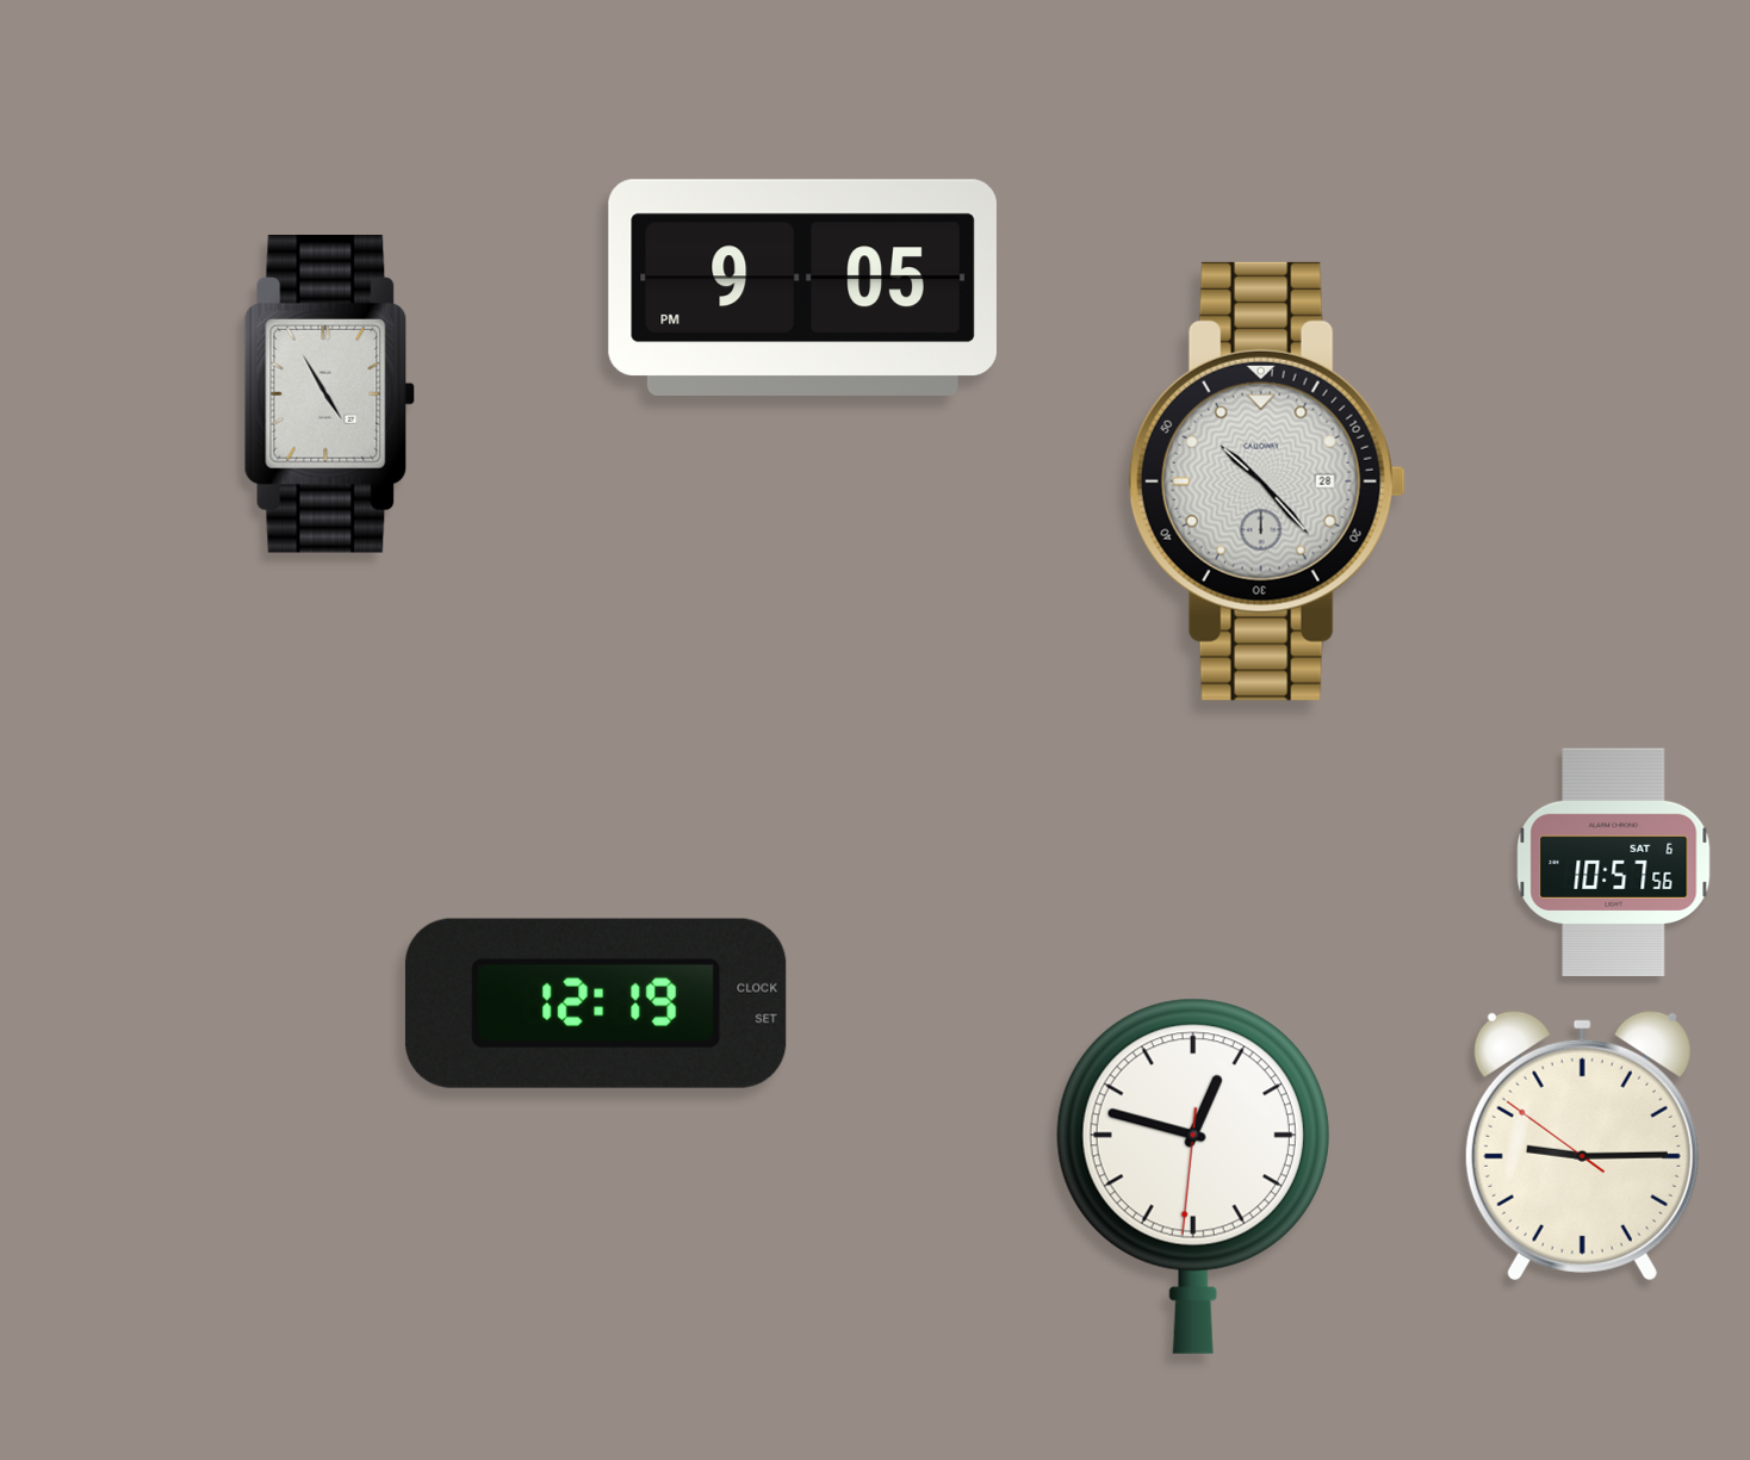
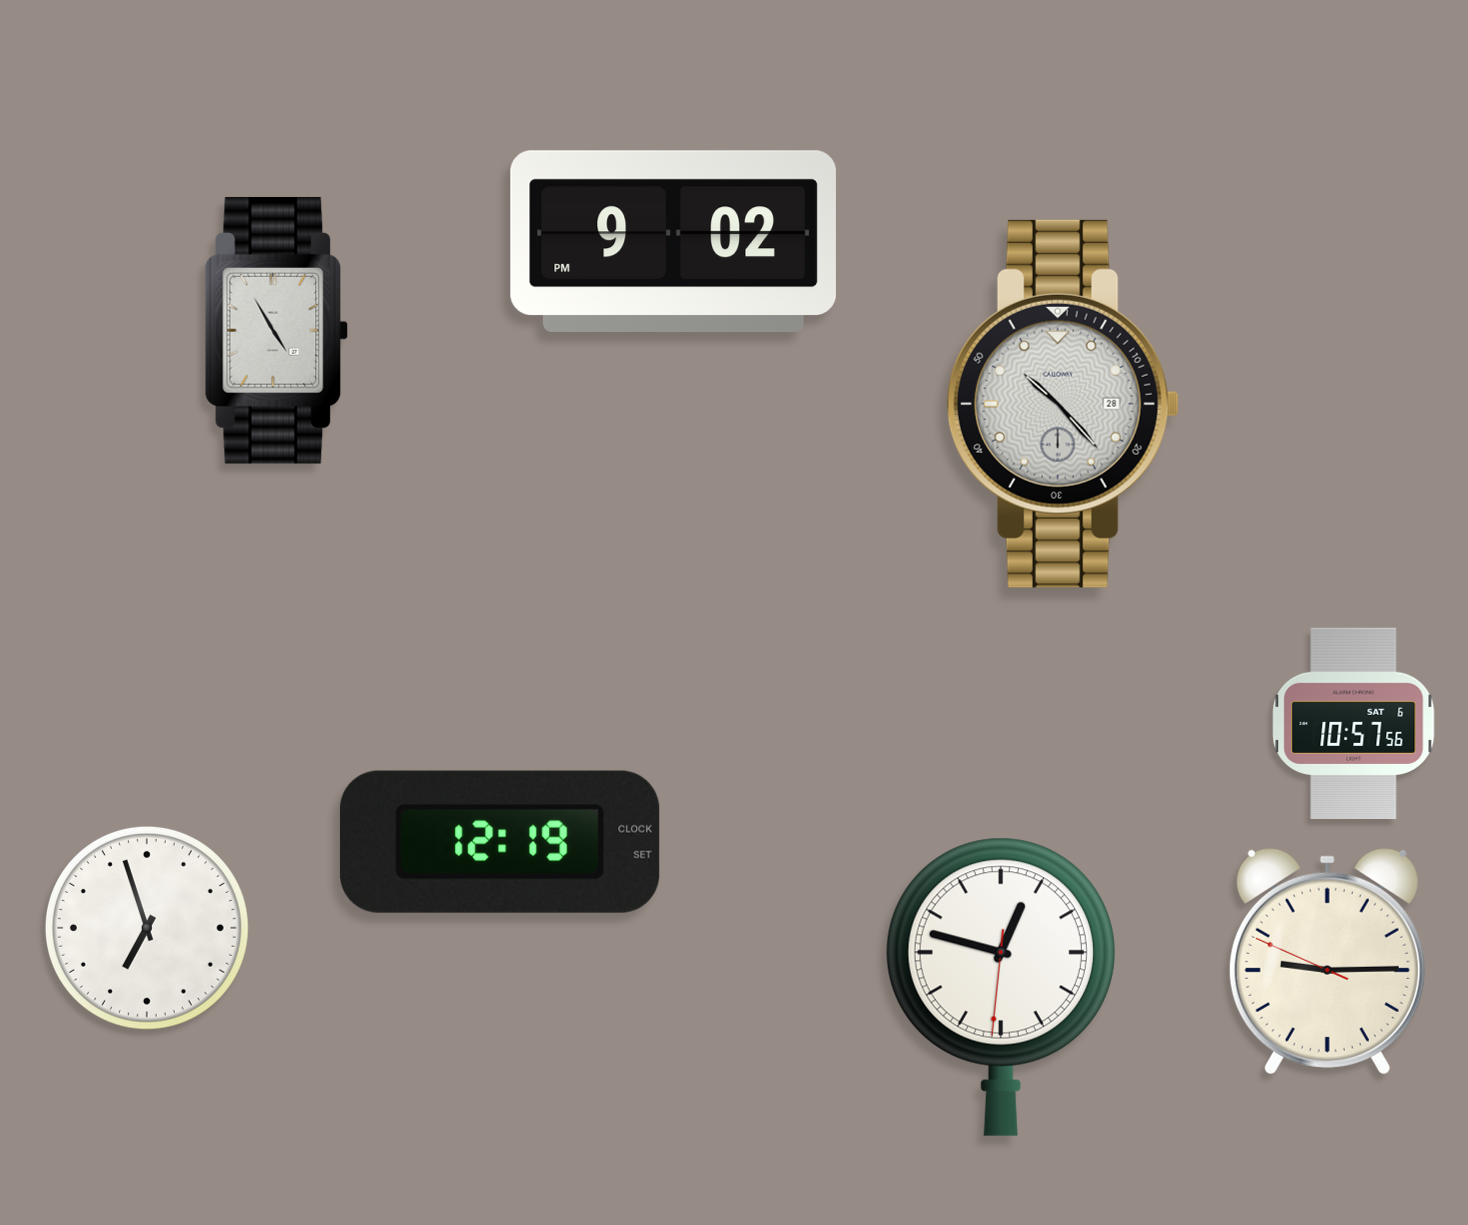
clock at (802, 287): 9:05 -> 9:02
clock at (147, 928): none -> 6:57
clock at (1582, 1145): 9:14:51 -> 9:14:49
